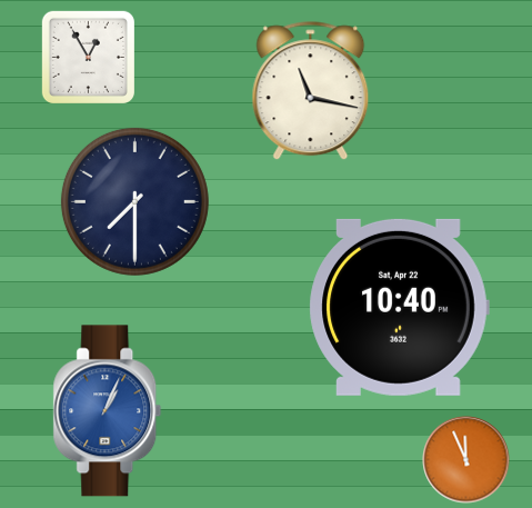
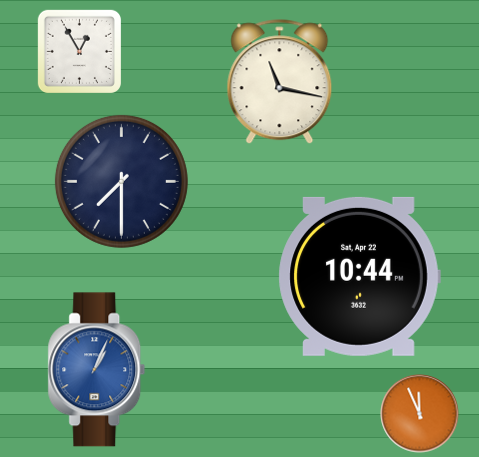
clock at (399, 307): 10:40 -> 10:44
